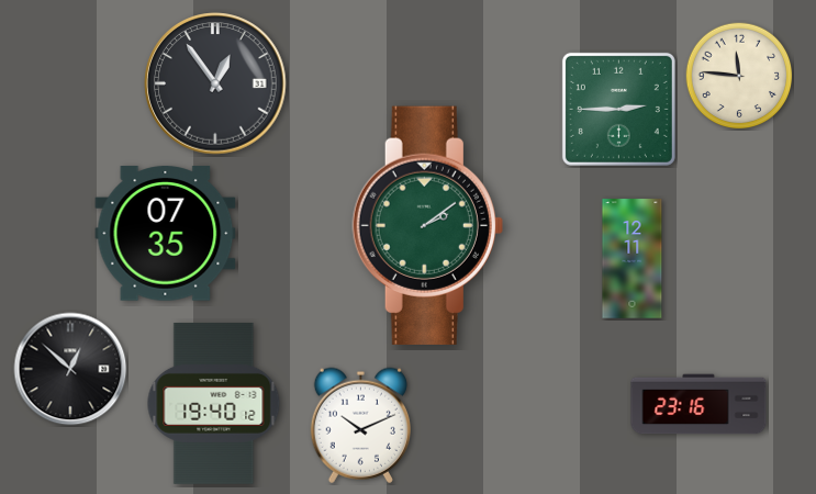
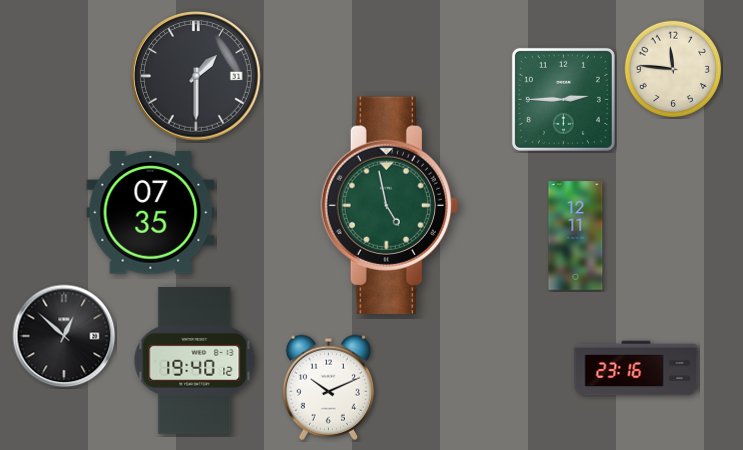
clock at (215, 83): 12:54 -> 1:30
clock at (427, 225): 2:09 -> 4:58
clock at (214, 403) position: (214, 403) -> (195, 360)
